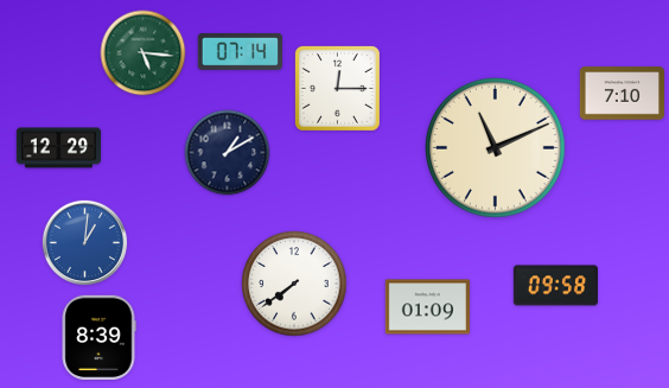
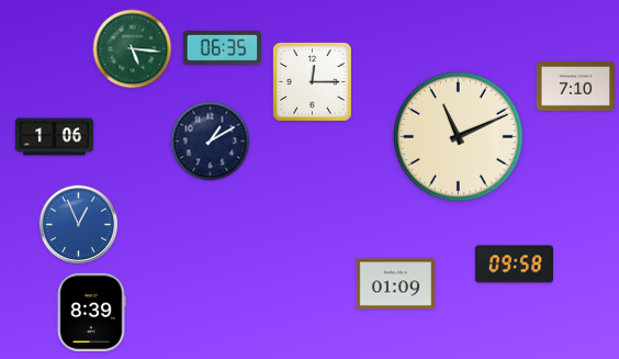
clock at (240, 51): 07:14 -> 06:35
clock at (59, 148): 12:29 -> 1:06
clock at (85, 243): 1:01 -> 12:56
clock at (294, 284): 7:39 -> none
